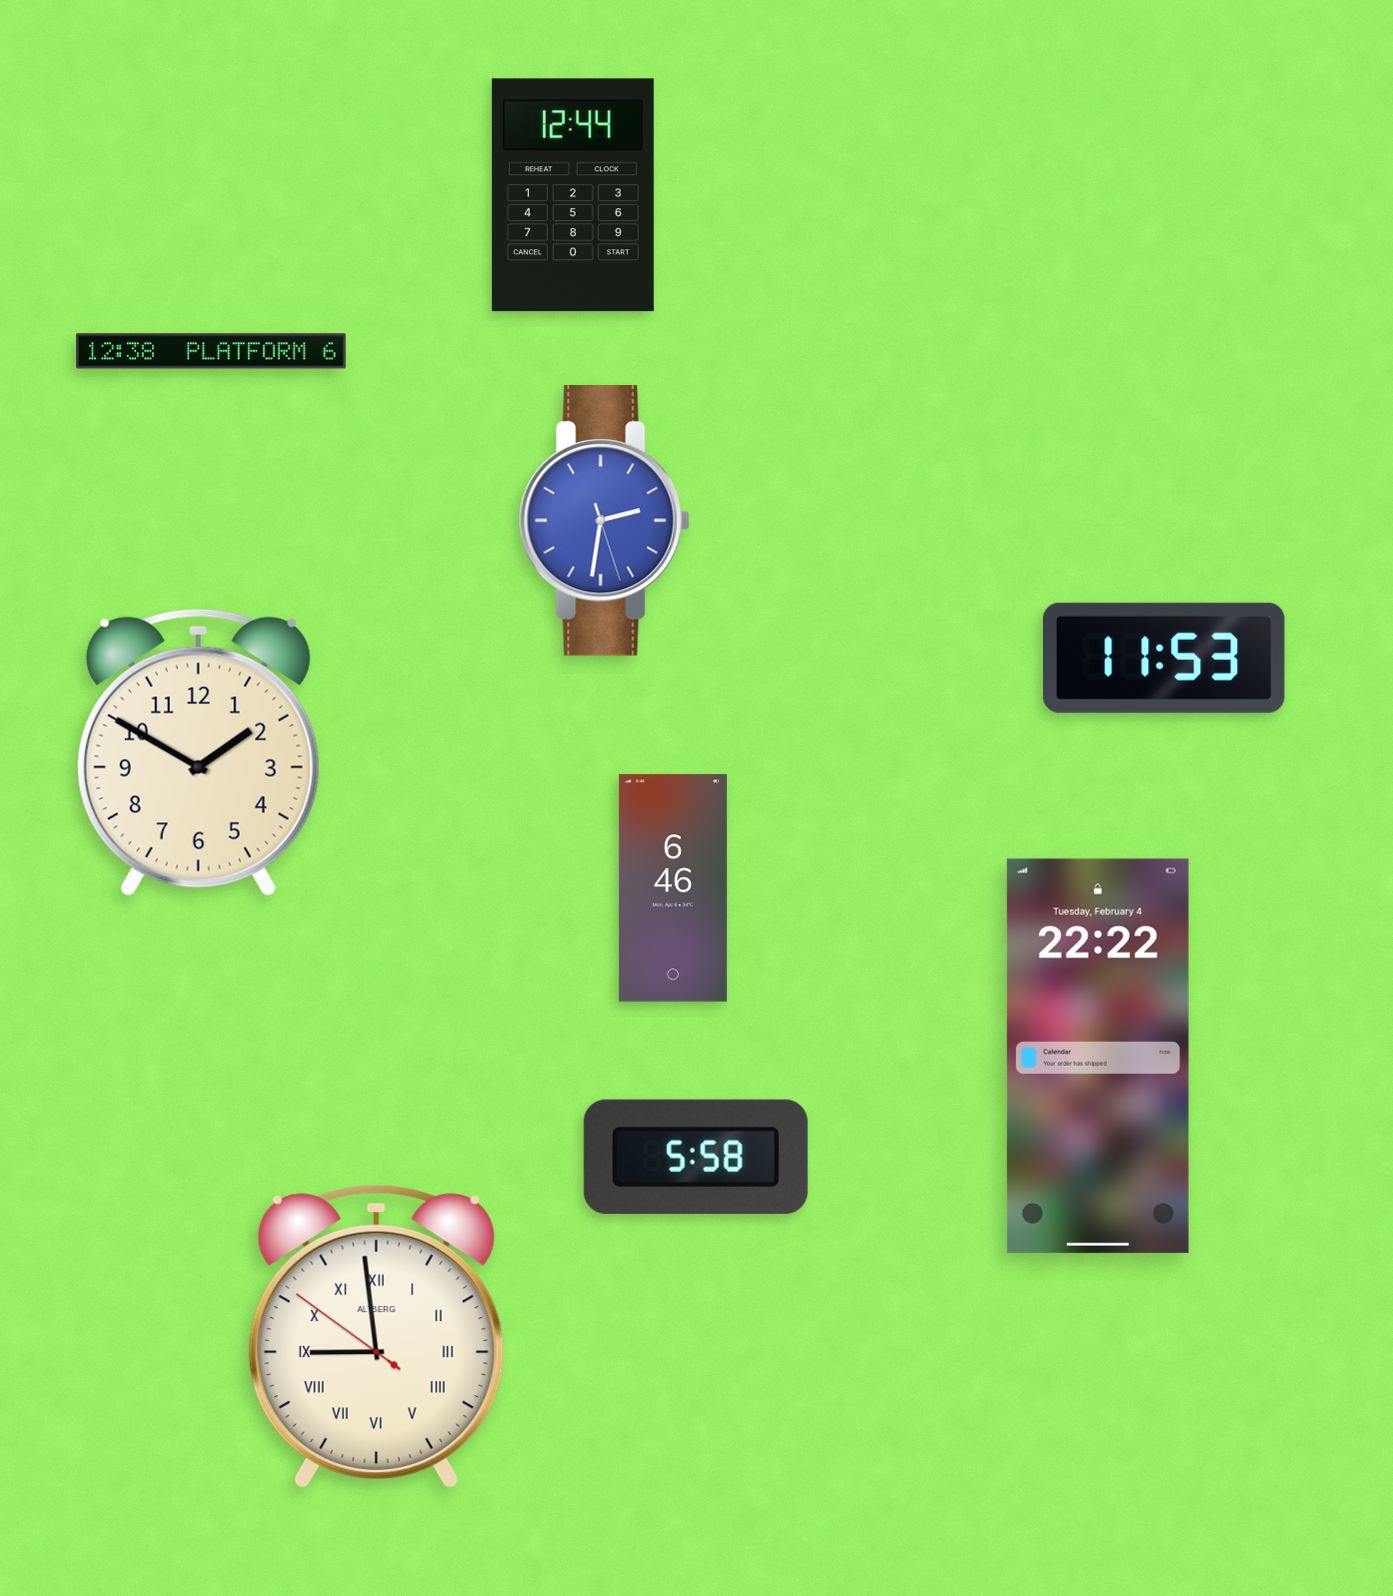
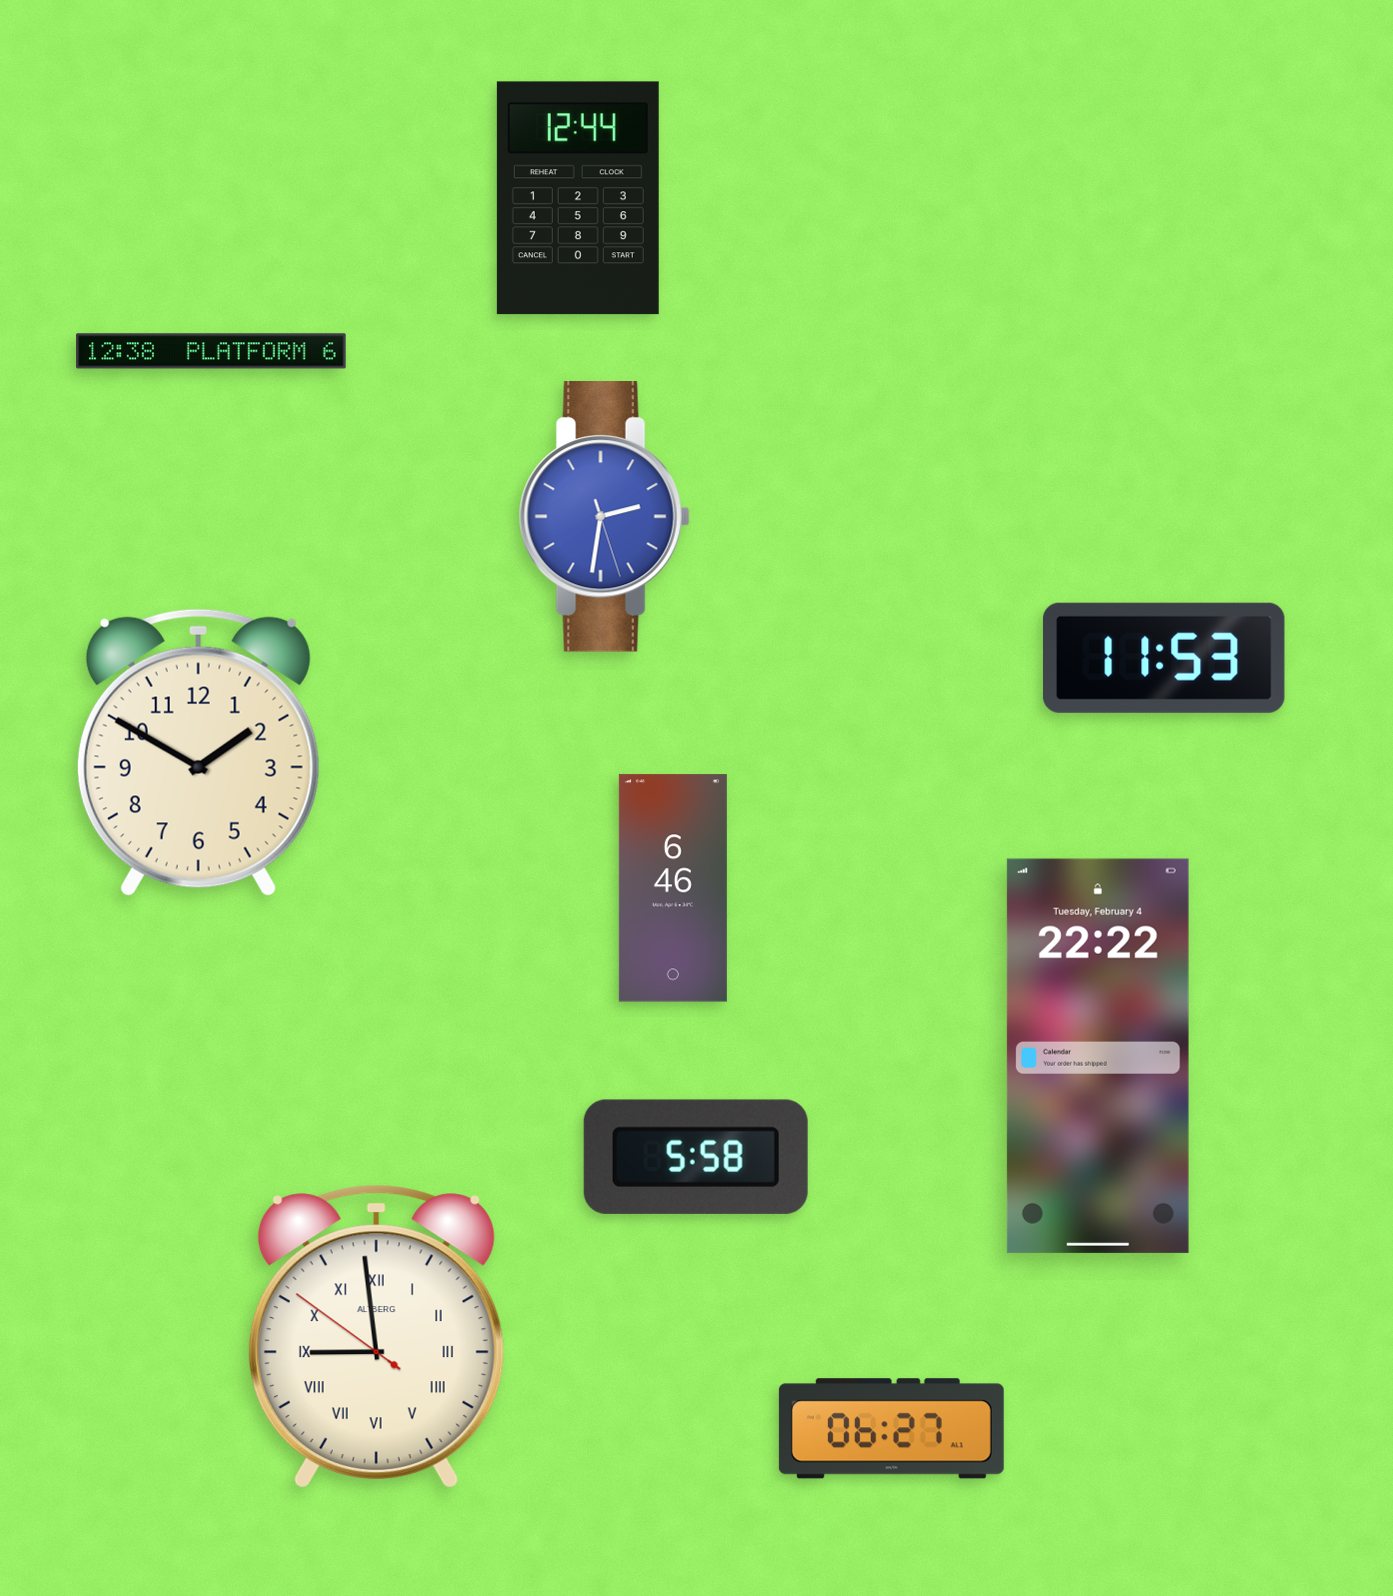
clock at (573, 195) position: (573, 195) -> (578, 198)
clock at (604, 521) position: (604, 521) -> (604, 517)
clock at (891, 1429): none -> 06:27
